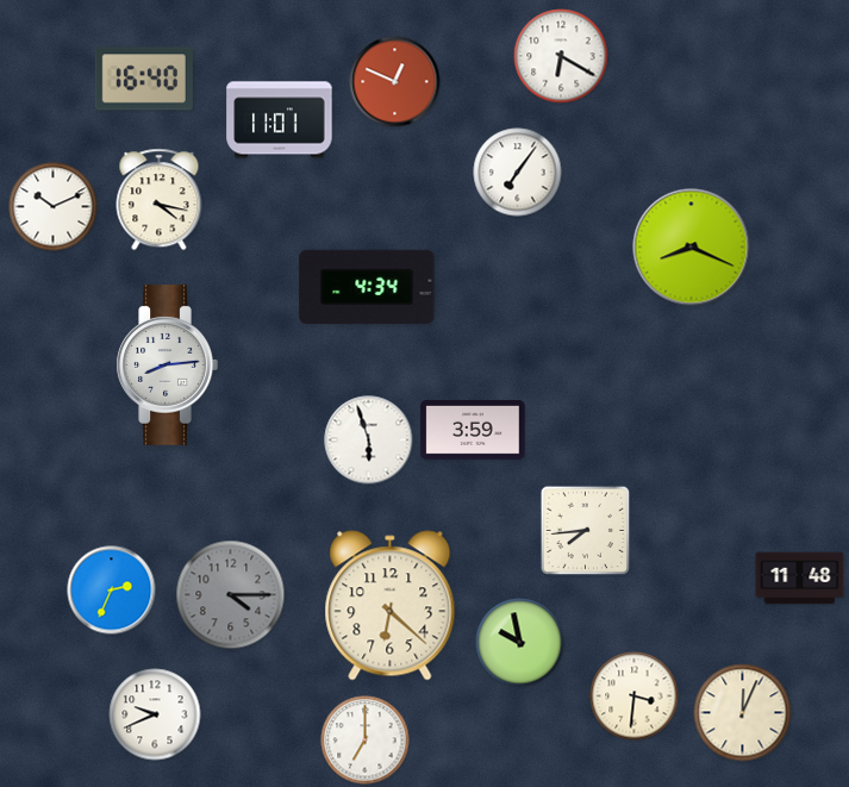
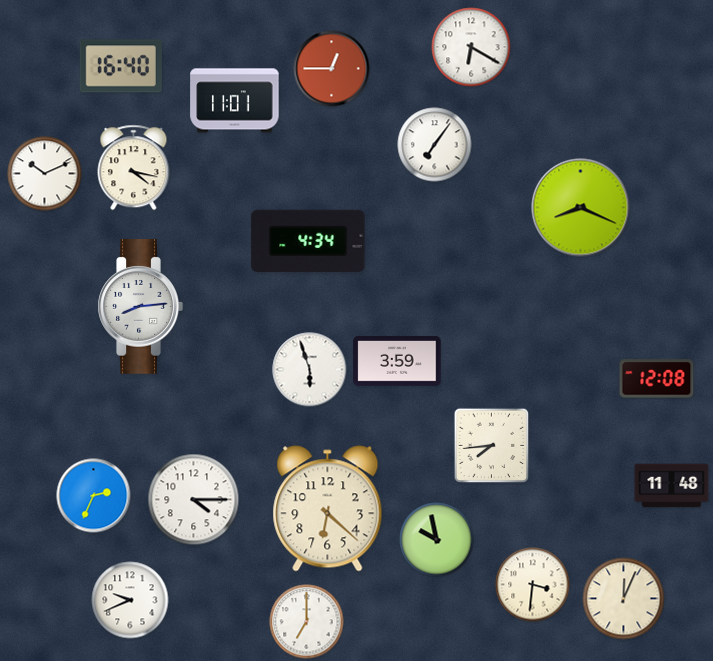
clock at (395, 82): 12:49 -> 12:45
clock at (657, 379): none -> 12:08
clock at (231, 595) dial: grey -> white
